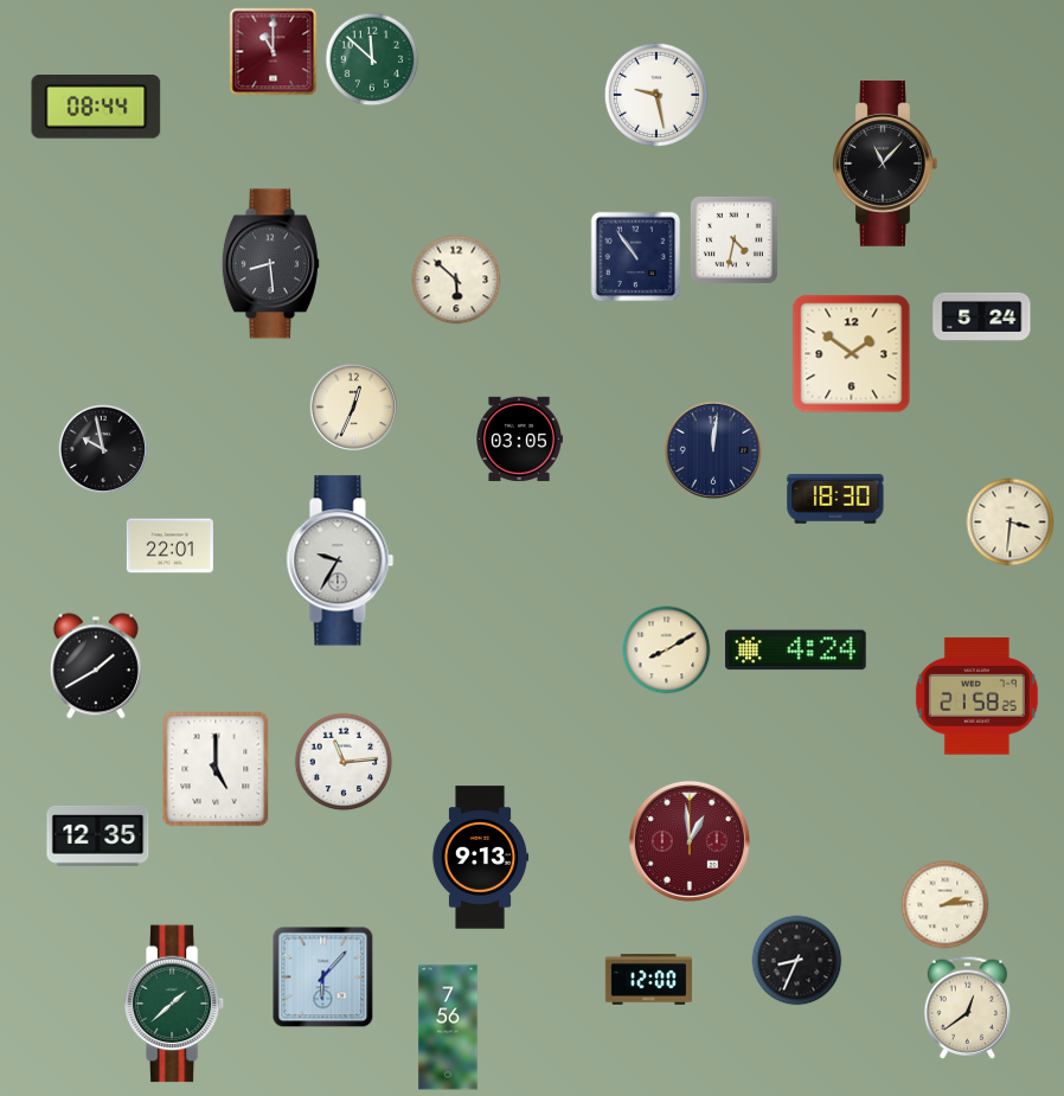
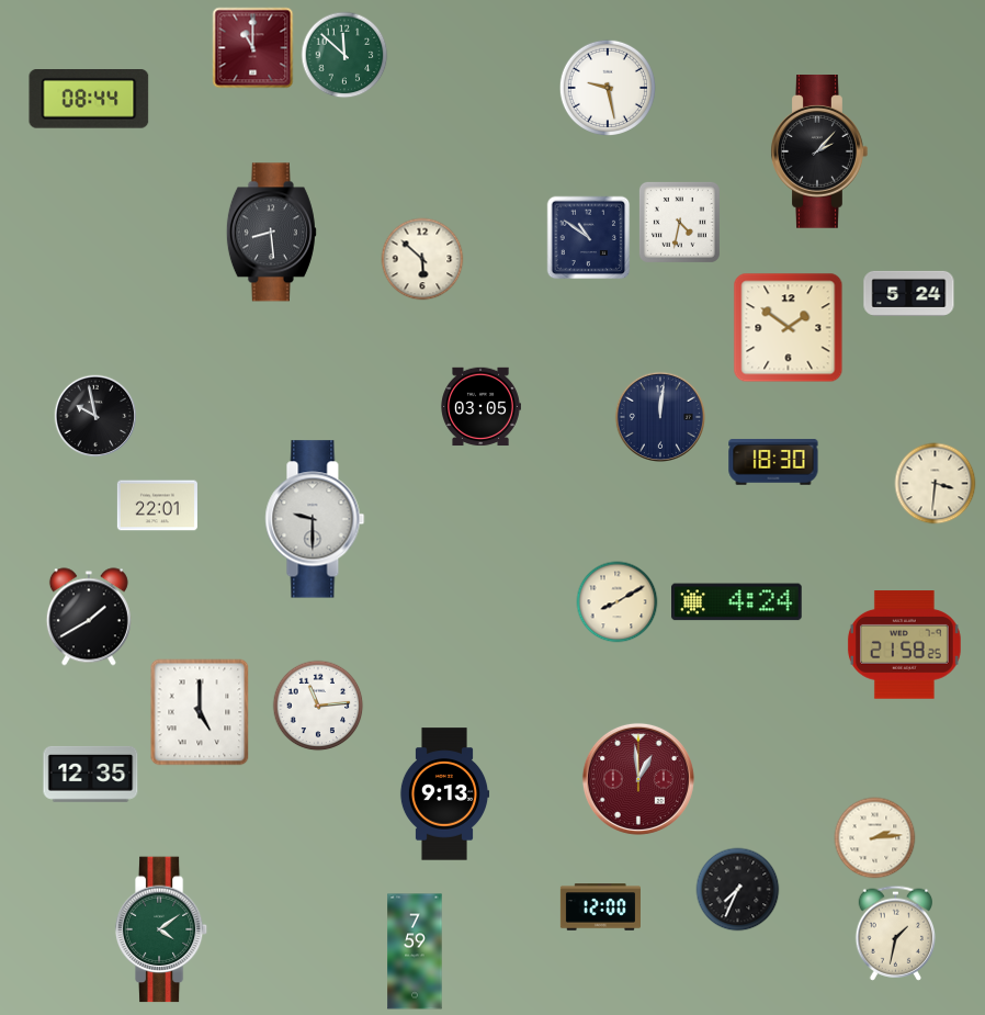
clock at (885, 165): 11:07 -> 2:07
clock at (636, 257): 10:54 -> 10:51
clock at (270, 264) position: (270, 264) -> (271, 233)
clock at (354, 408): 12:34 -> none
clock at (340, 560): 9:35 -> 9:30
clock at (797, 961): 8:34 -> 7:34
clock at (323, 978): 6:07 -> none
clock at (174, 1004): 1:38 -> 4:09
clock at (967, 1007): 12:39 -> 1:32
clock at (448, 1027): 7:56 -> 7:59
